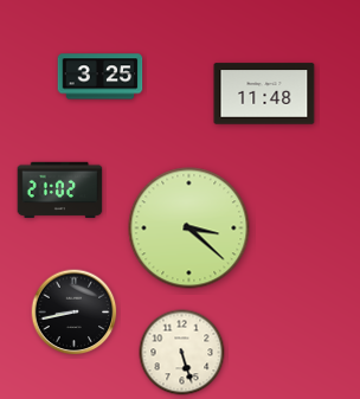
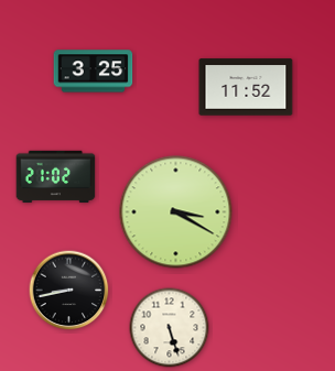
clock at (264, 94): 11:48 -> 11:52
clock at (189, 229): 3:22 -> 3:20
